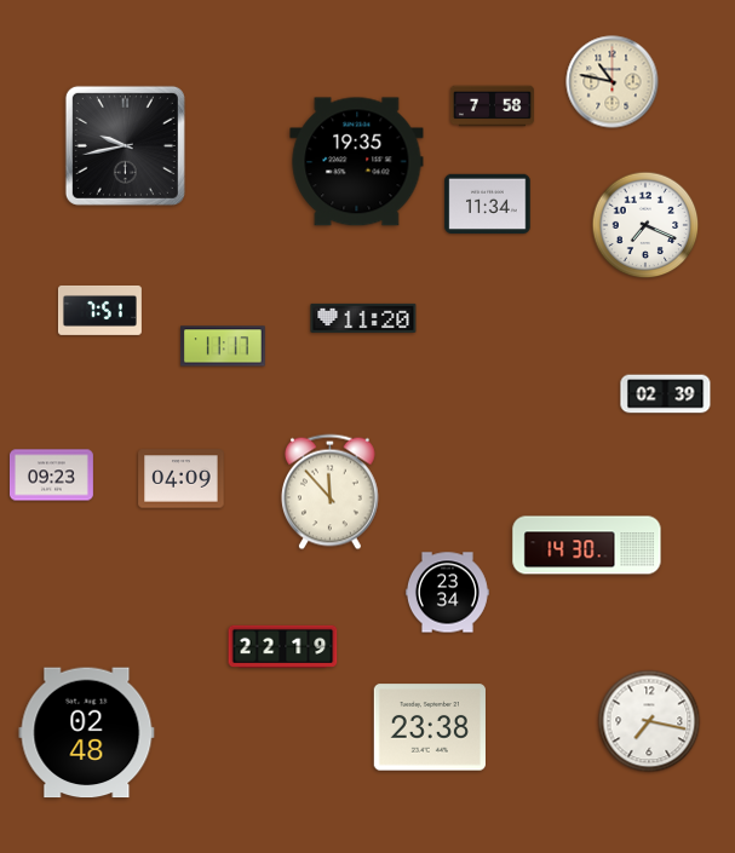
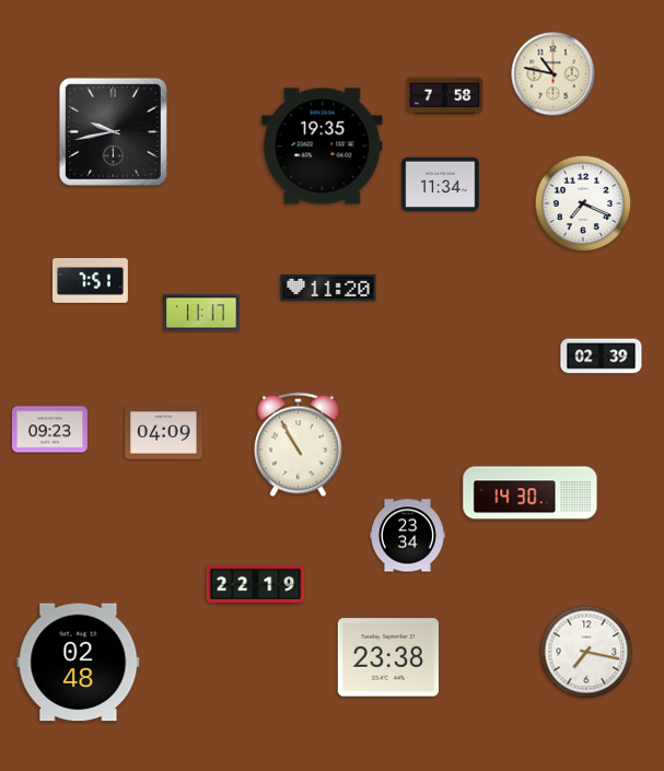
clock at (51, 476) position: (51, 476) -> (49, 430)
clock at (331, 492): 11:53 -> 10:55
clock at (447, 593) position: (447, 593) -> (407, 536)
